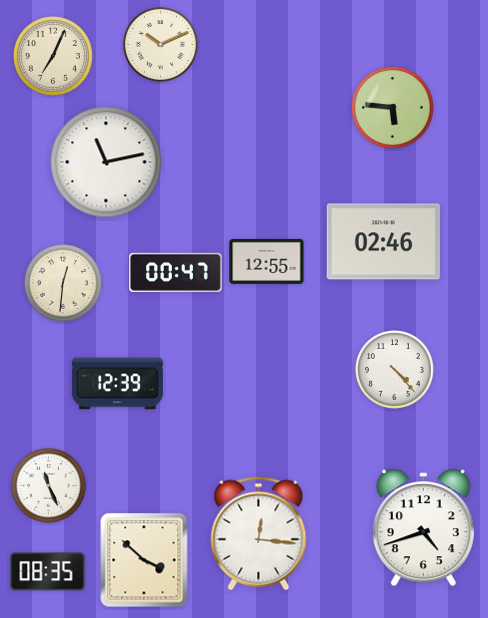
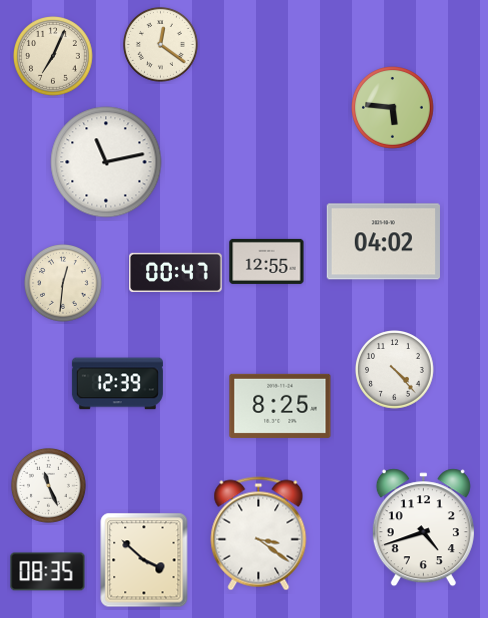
clock at (161, 45): 10:11 -> 12:21
clock at (383, 242): 02:46 -> 04:02
clock at (280, 406): none -> 8:25
clock at (259, 534): 12:16 -> 3:21
